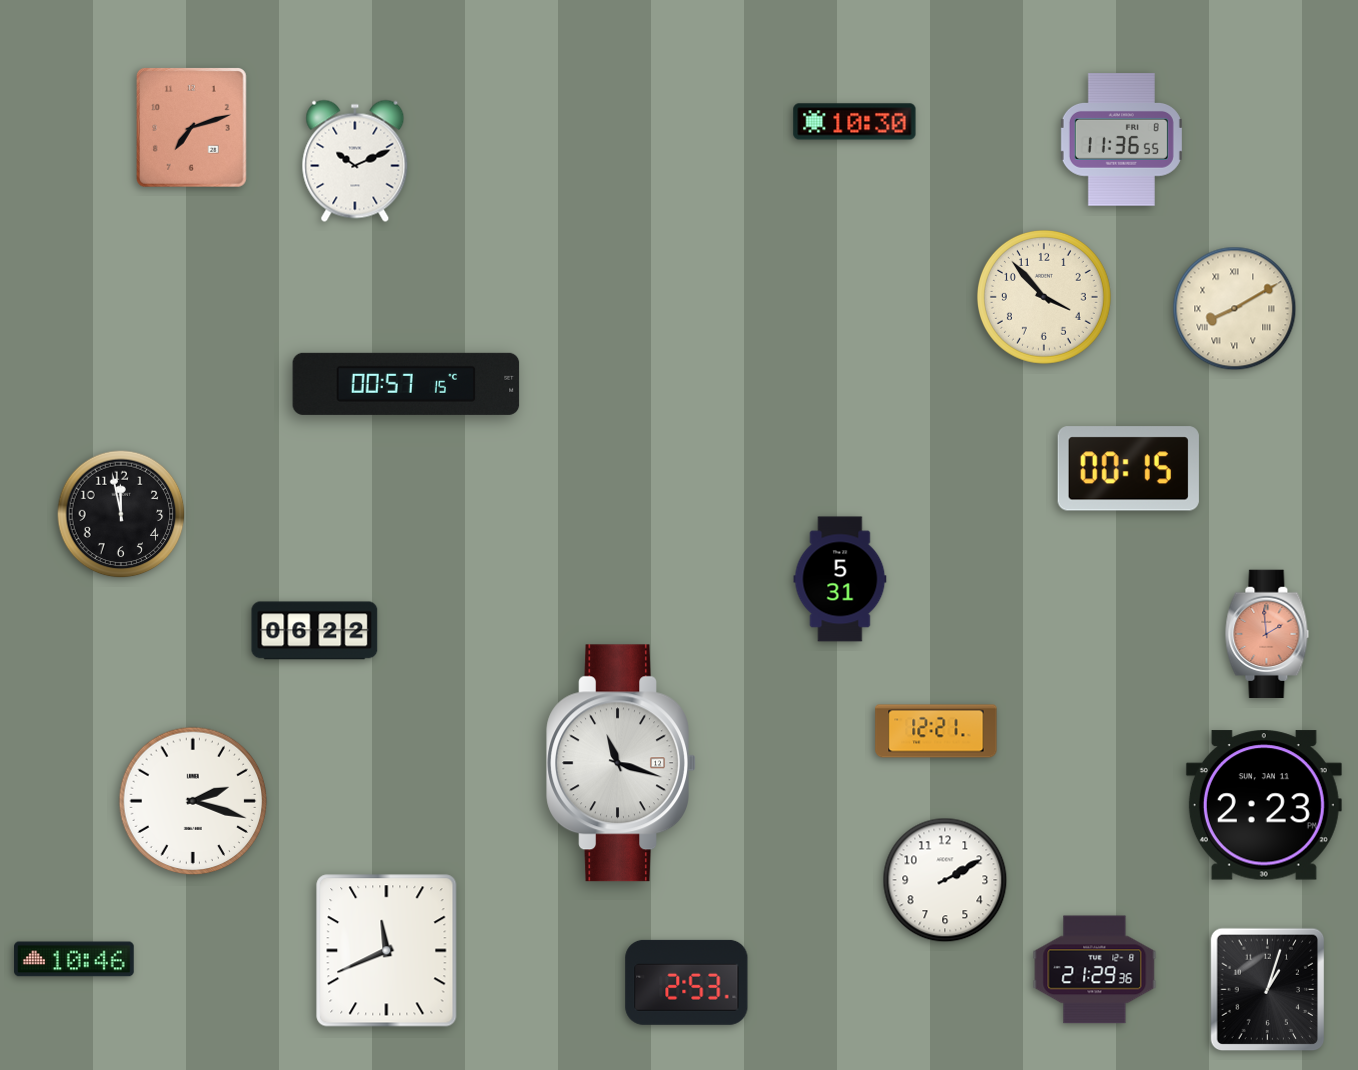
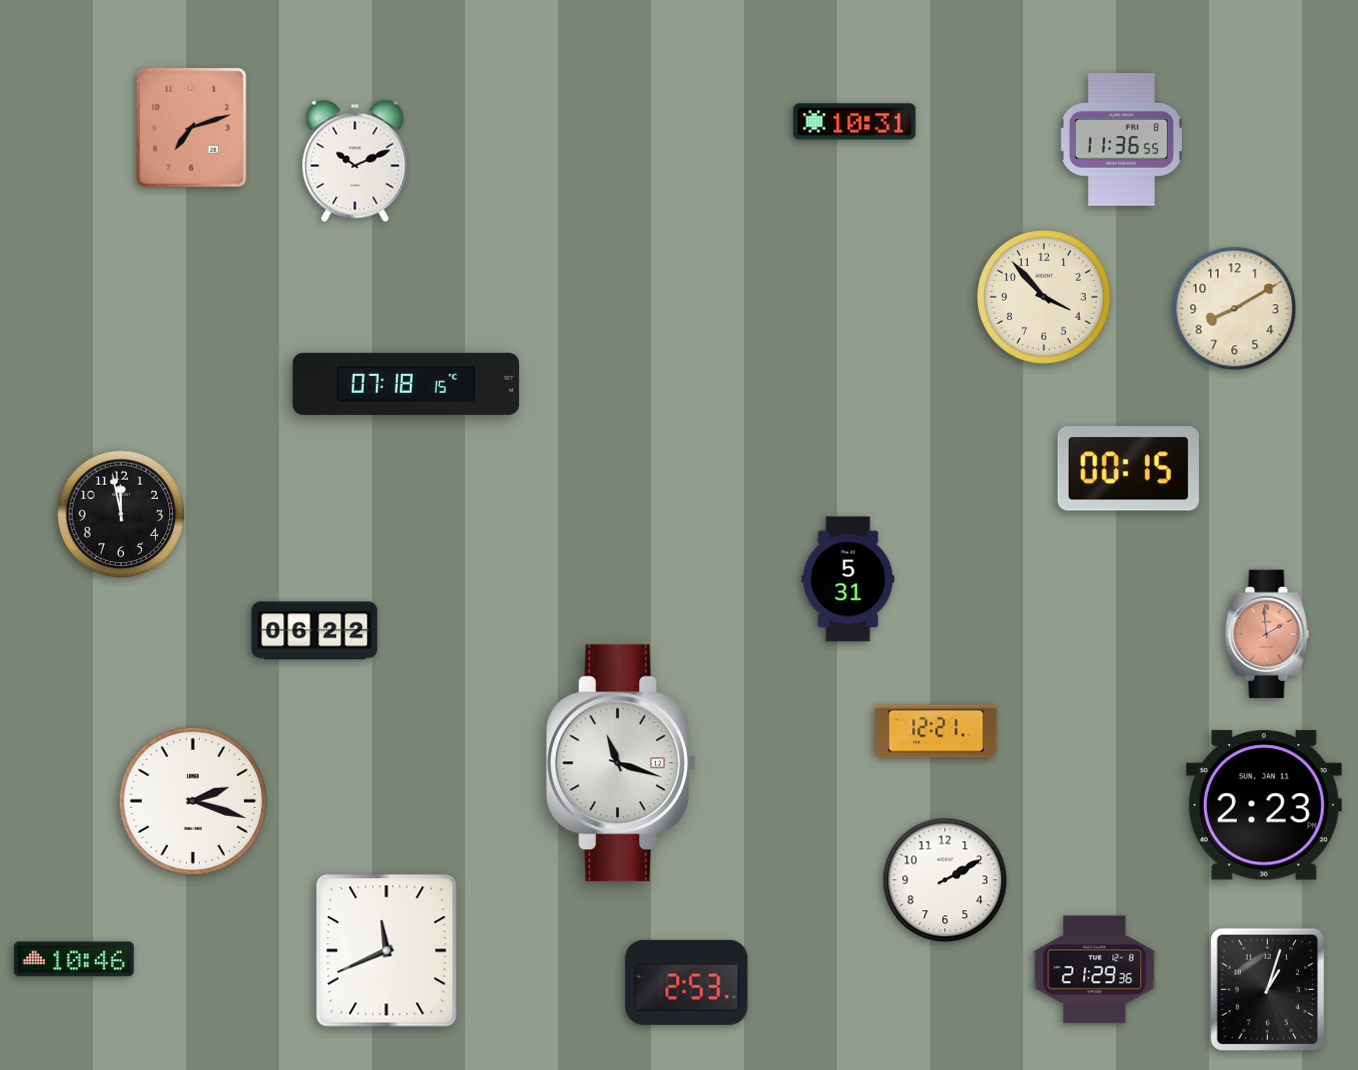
clock at (855, 122): 10:30 -> 10:31
clock at (1235, 309) numerals: Roman -> Arabic
clock at (406, 384): 00:57 -> 07:18
clock at (840, 579) position: (840, 579) -> (848, 579)
